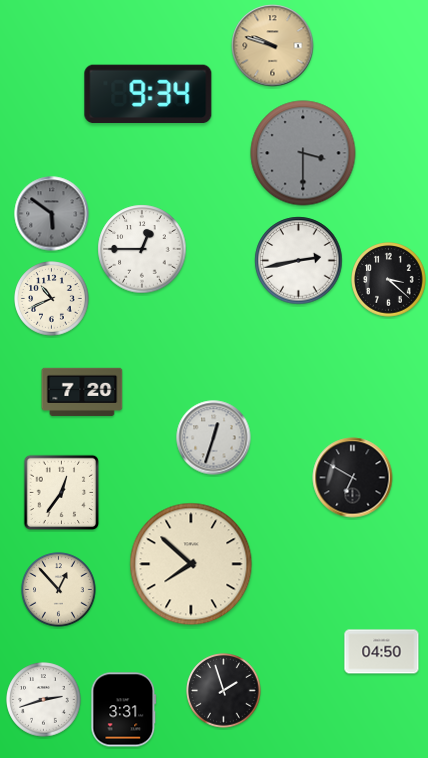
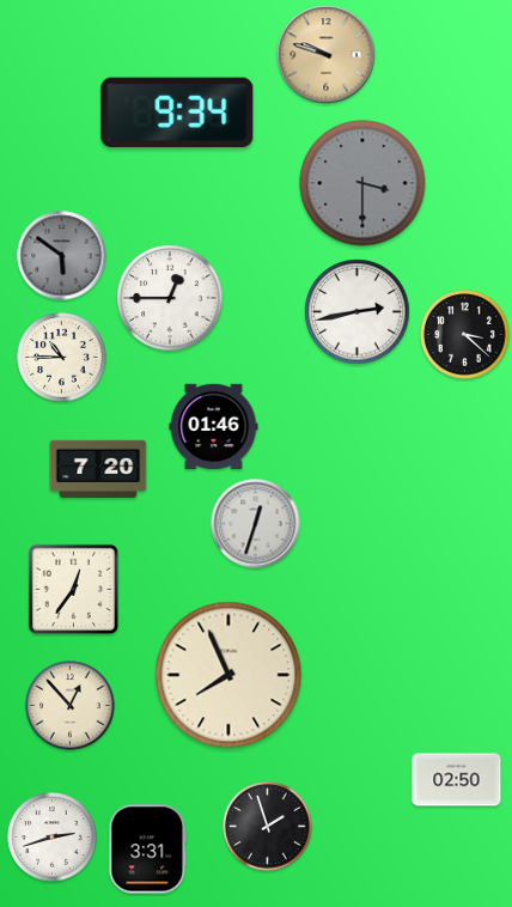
clock at (52, 299): 10:41 -> 10:45
clock at (214, 427): none -> 01:46
clock at (353, 478): 6:50 -> none
clock at (191, 564): 7:52 -> 7:56
clock at (382, 652): 04:50 -> 02:50
